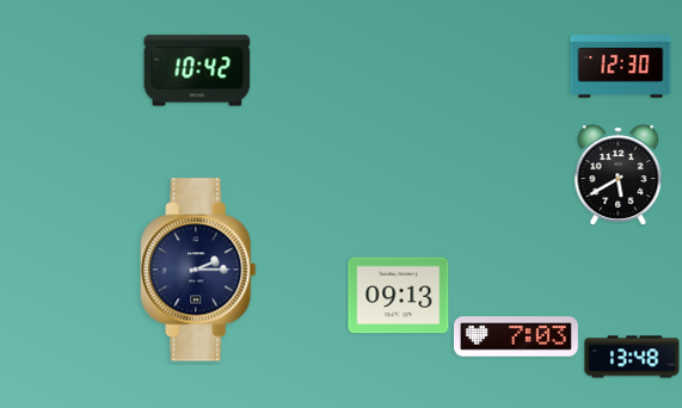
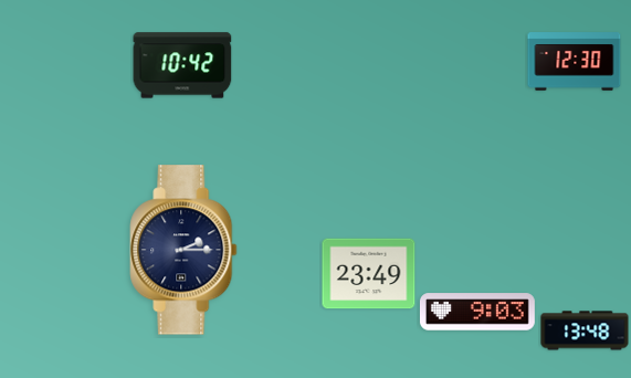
clock at (619, 175): 5:40 -> none
clock at (399, 296): 09:13 -> 23:49
clock at (516, 336): 7:03 -> 9:03
